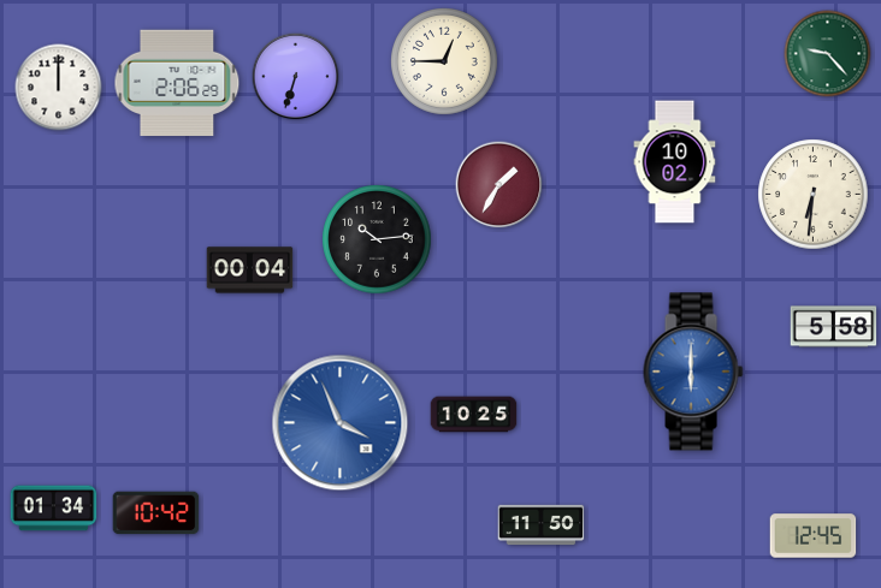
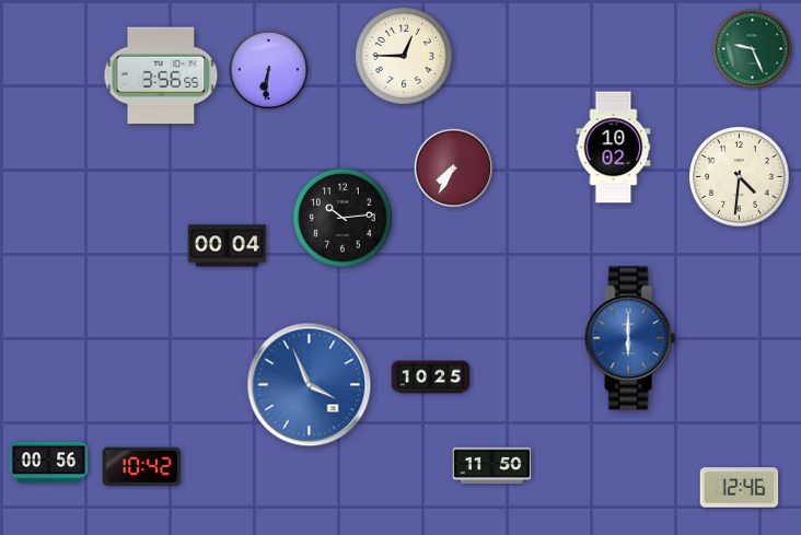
clock at (828, 54): 9:23 -> 9:26
clock at (296, 77): 6:33 -> 6:31
clock at (177, 83): 2:06 -> 3:56
clock at (59, 88): 12:00 -> none
clock at (499, 185): 1:35 -> 7:35
clock at (814, 195): 6:31 -> 4:31
clock at (834, 327): 5:58 -> none
clock at (54, 509): 01:34 -> 00:56
clock at (542, 525) position: (542, 525) -> (492, 466)
clock at (814, 536): 12:45 -> 12:46
